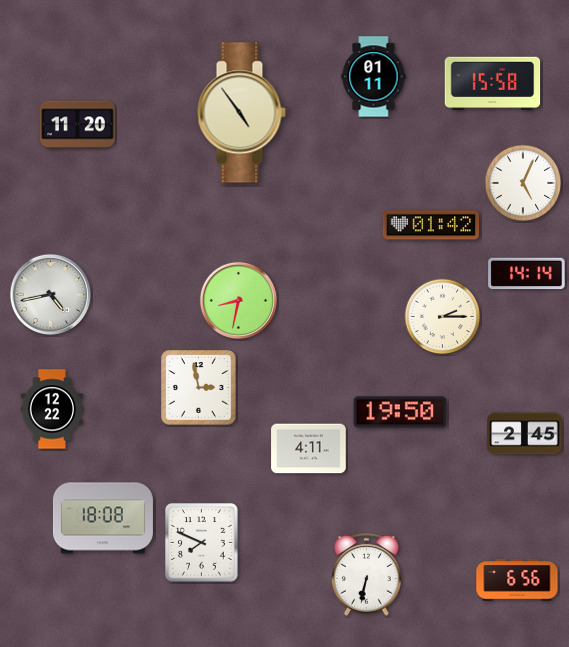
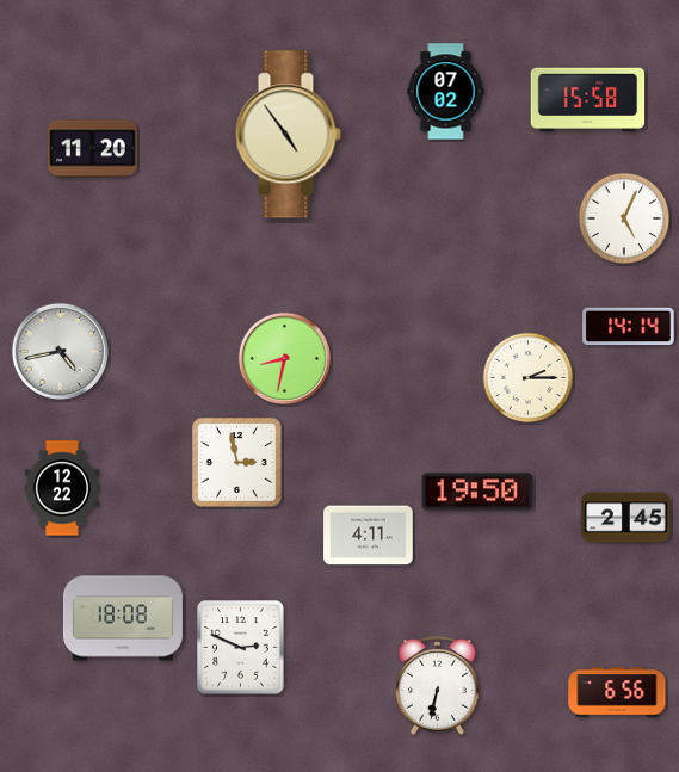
clock at (374, 77): 01:11 -> 07:02
clock at (431, 225): 01:42 -> none
clock at (202, 543): 7:49 -> 2:49
